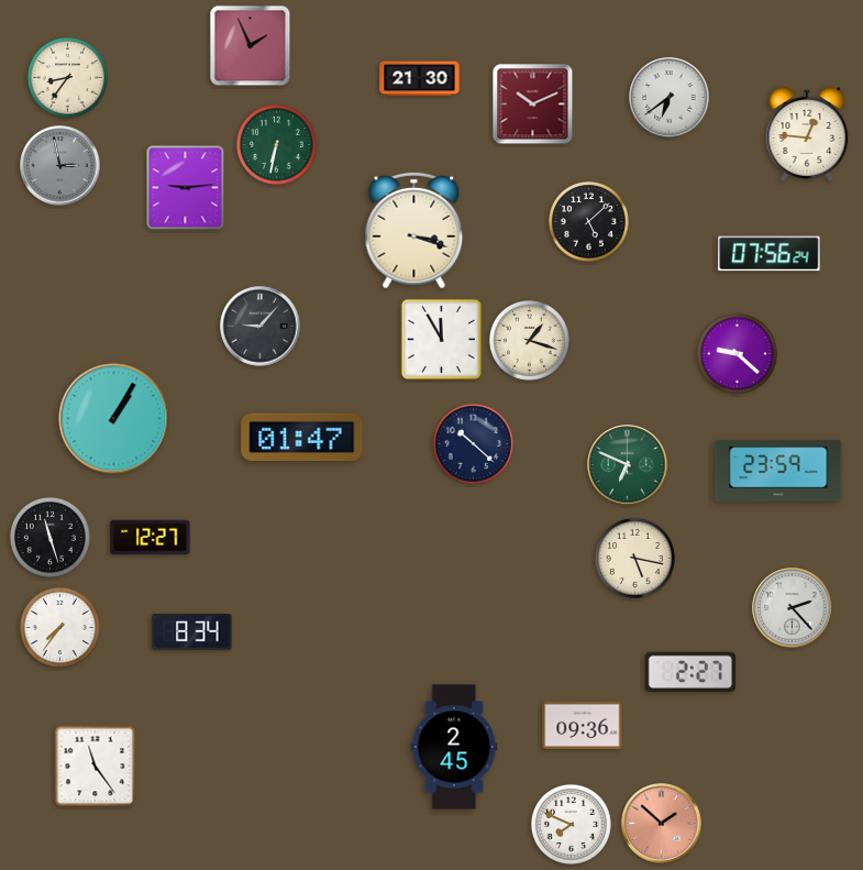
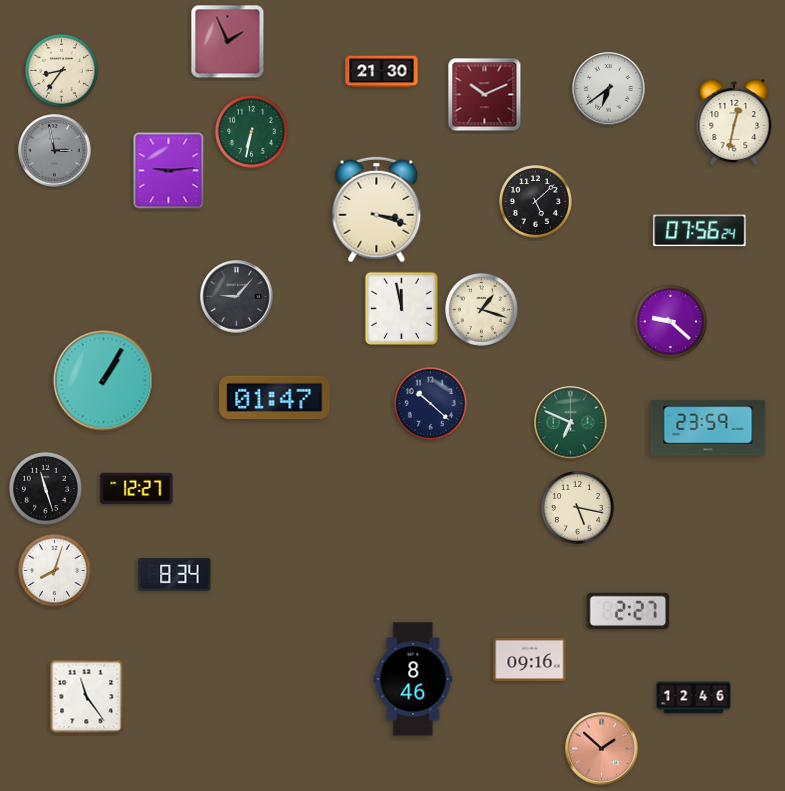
clock at (807, 134): 12:46 -> 12:32
clock at (441, 339): 11:55 -> 11:58
clock at (793, 608): 2:23 -> none
clock at (59, 627): 7:36 -> 8:03
clock at (583, 726): 09:36 -> 09:16
clock at (454, 747): 2:45 -> 8:46
clock at (694, 698): none -> 12:46
clock at (571, 824): 7:49 -> none
